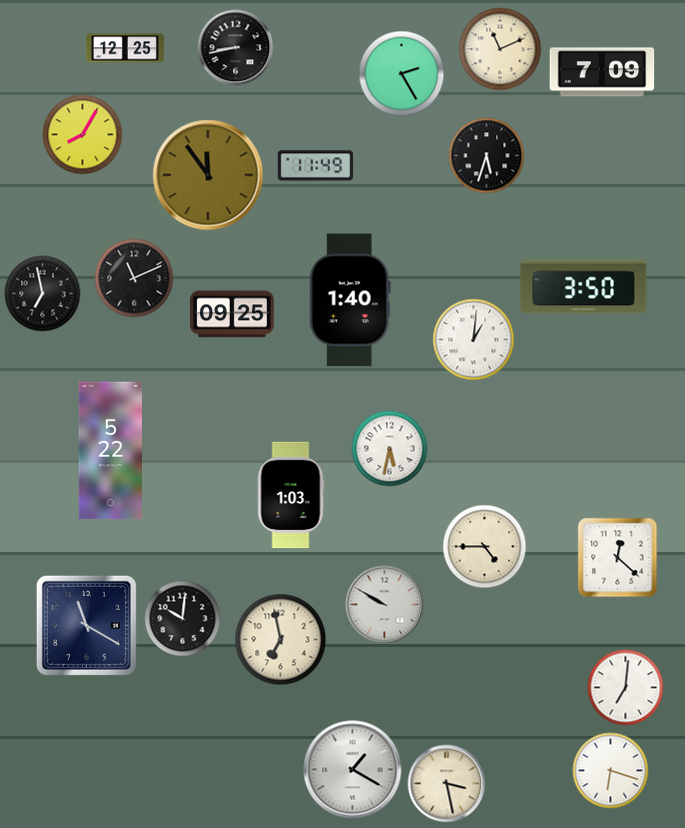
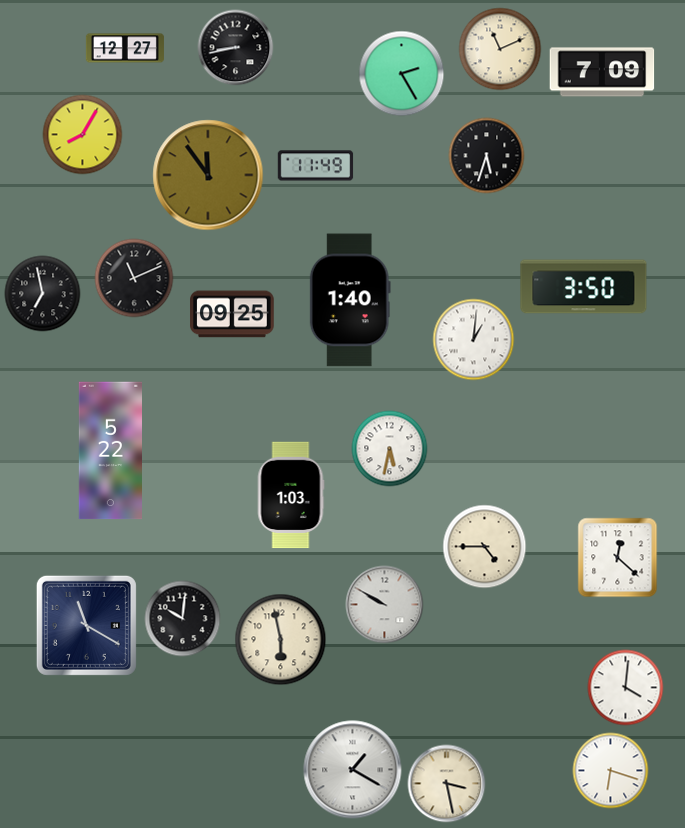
clock at (125, 48): 12:25 -> 12:27
clock at (281, 640): 6:58 -> 5:58
clock at (626, 688): 7:01 -> 4:01
